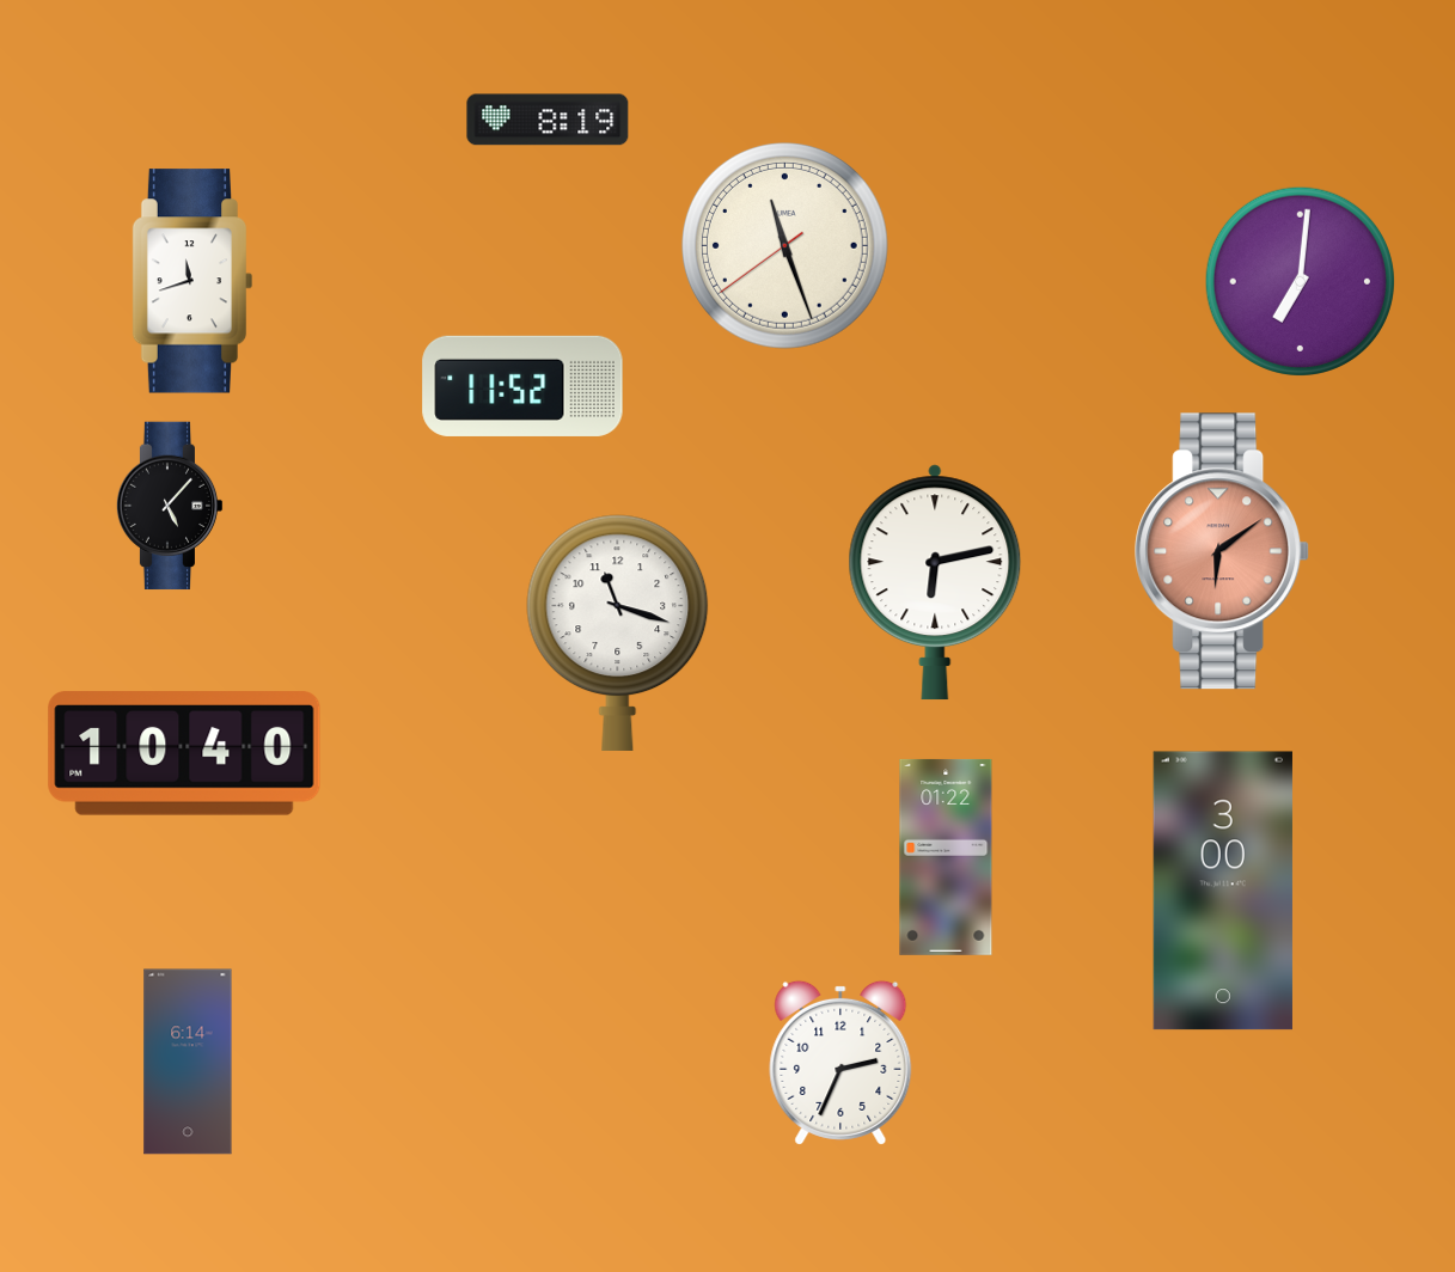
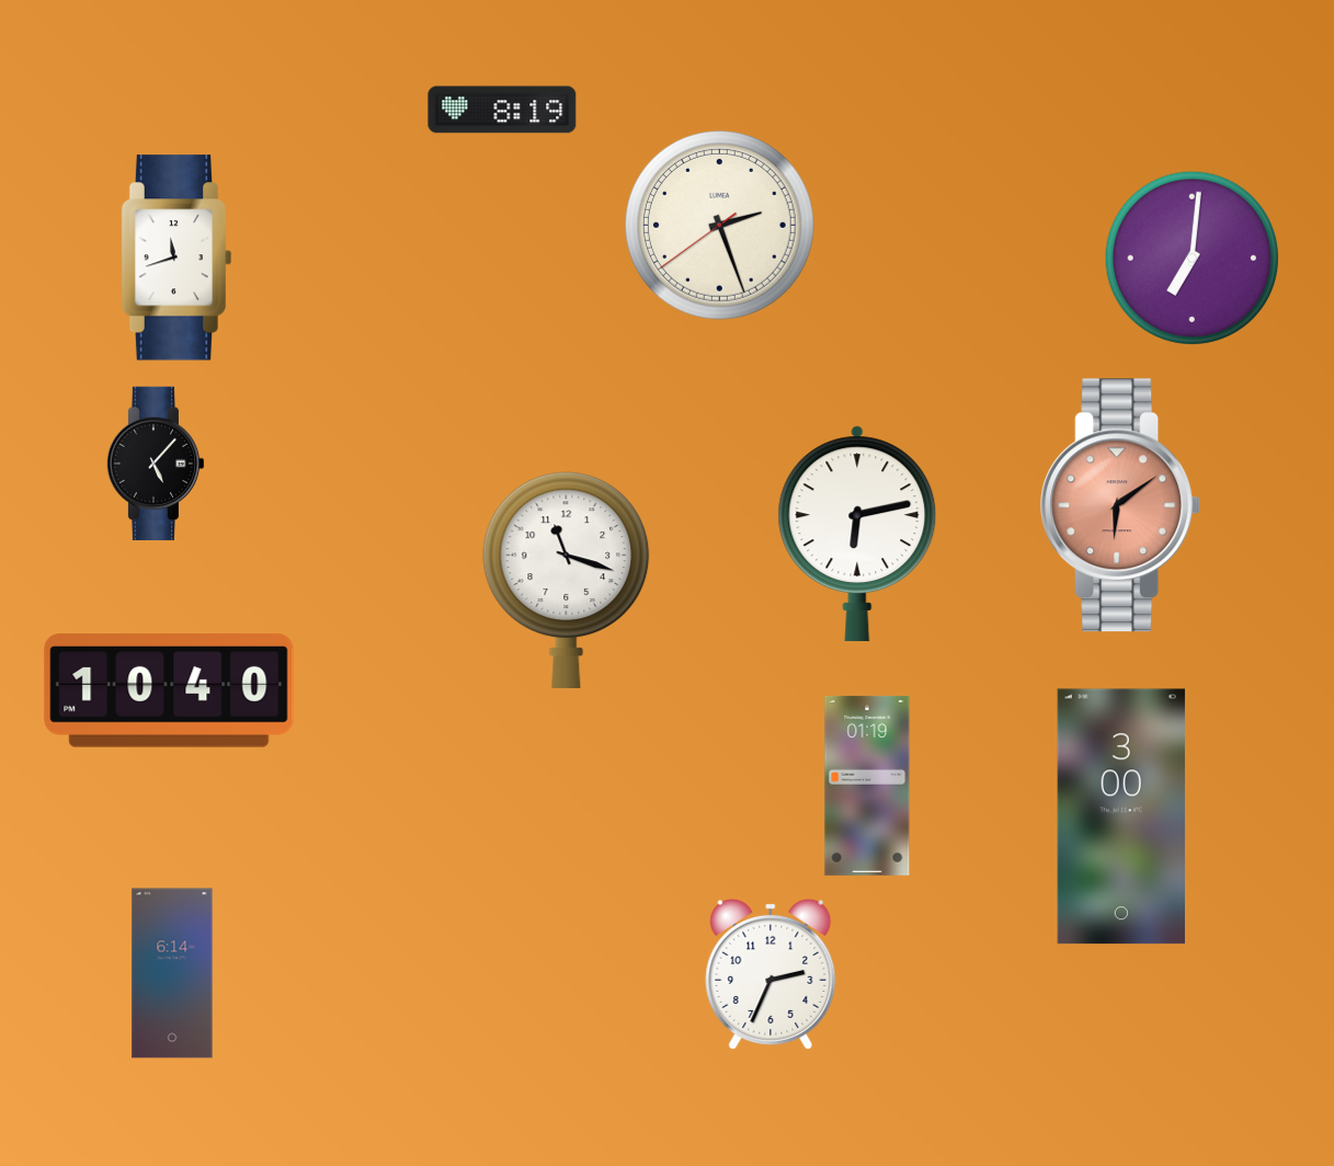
clock at (784, 245): 11:26 -> 2:26
clock at (522, 386): 11:52 -> none
clock at (946, 857): 01:22 -> 01:19
